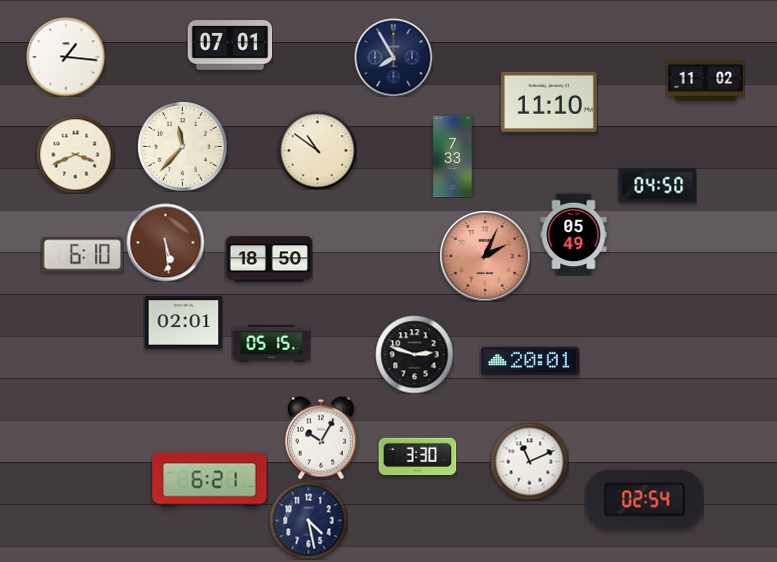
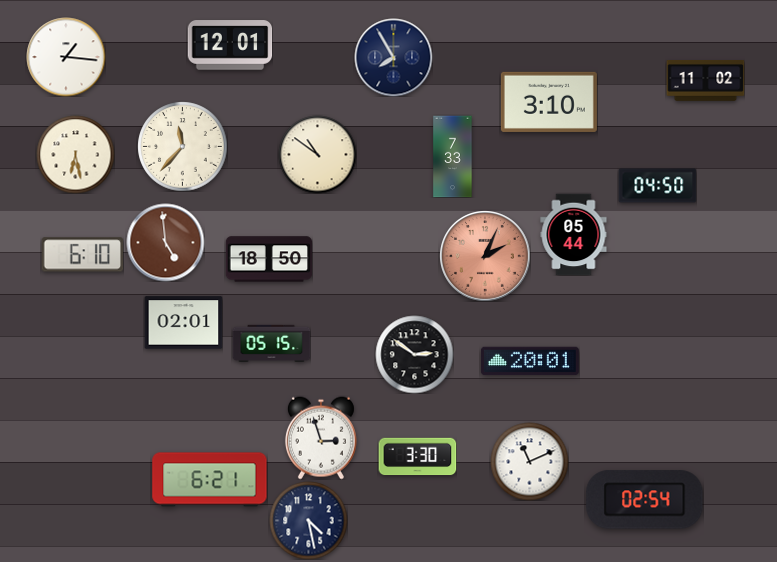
clock at (230, 45): 07:01 -> 12:01
clock at (549, 102): 11:10 -> 3:10
clock at (317, 150) position: (317, 150) -> (317, 154)
clock at (75, 154): 3:41 -> 6:28
clock at (574, 234): 05:49 -> 05:44
clock at (165, 242): 5:29 -> 4:59
clock at (414, 354): 2:48 -> 2:51
clock at (321, 438): 10:05 -> 2:57
